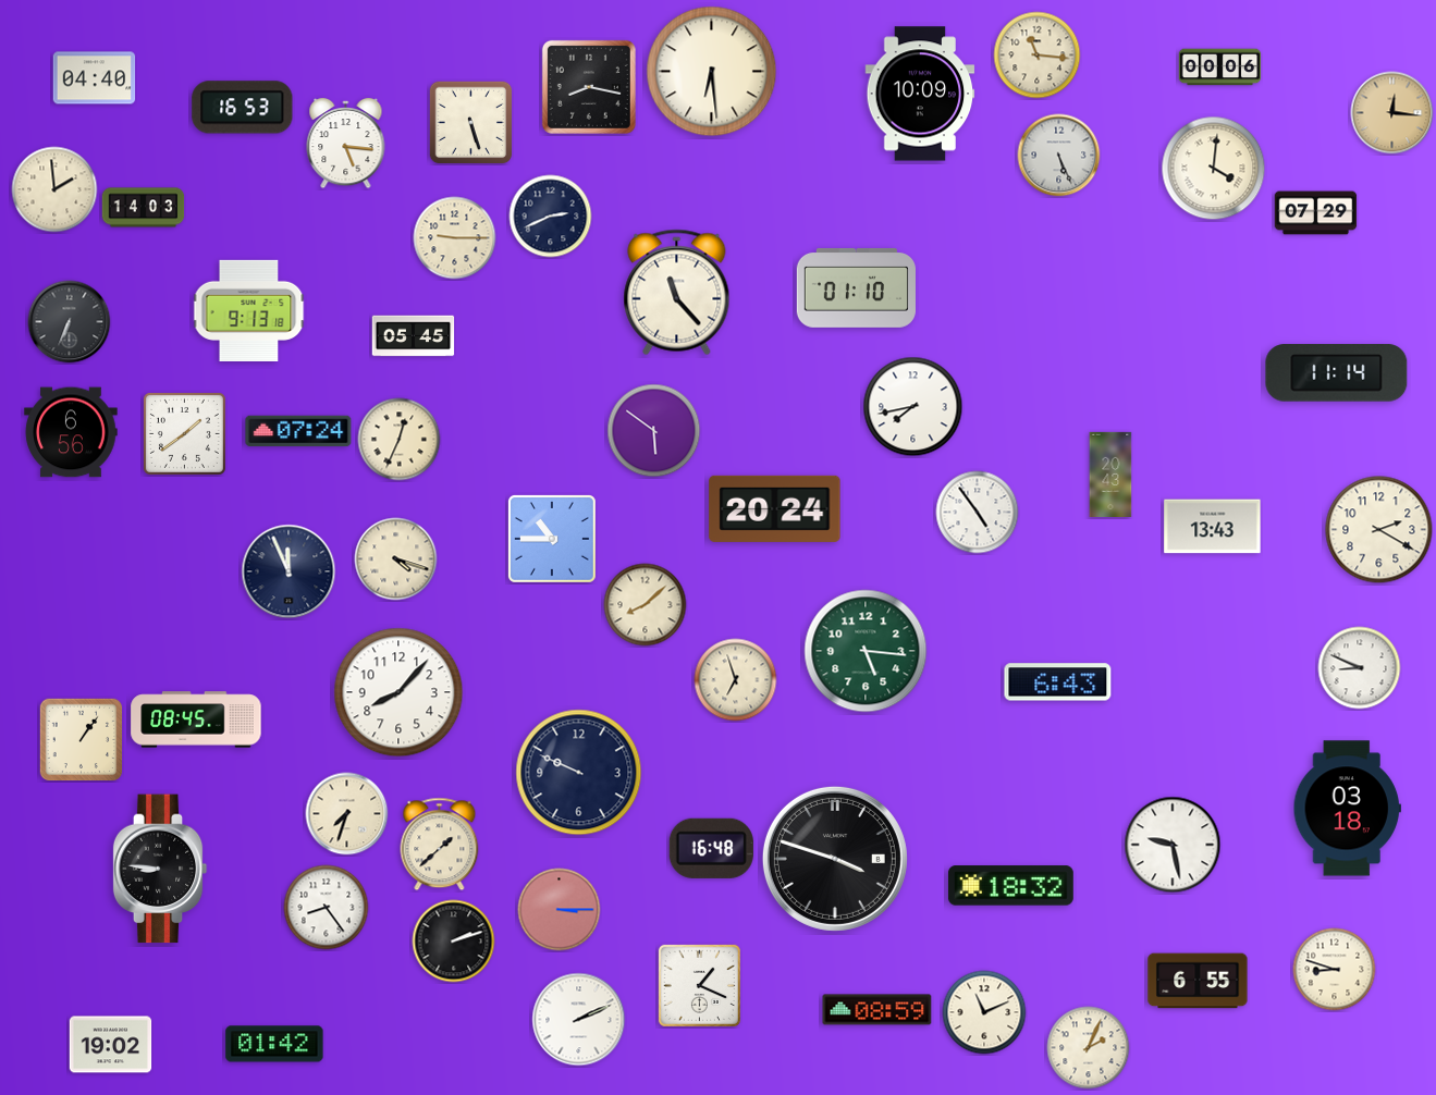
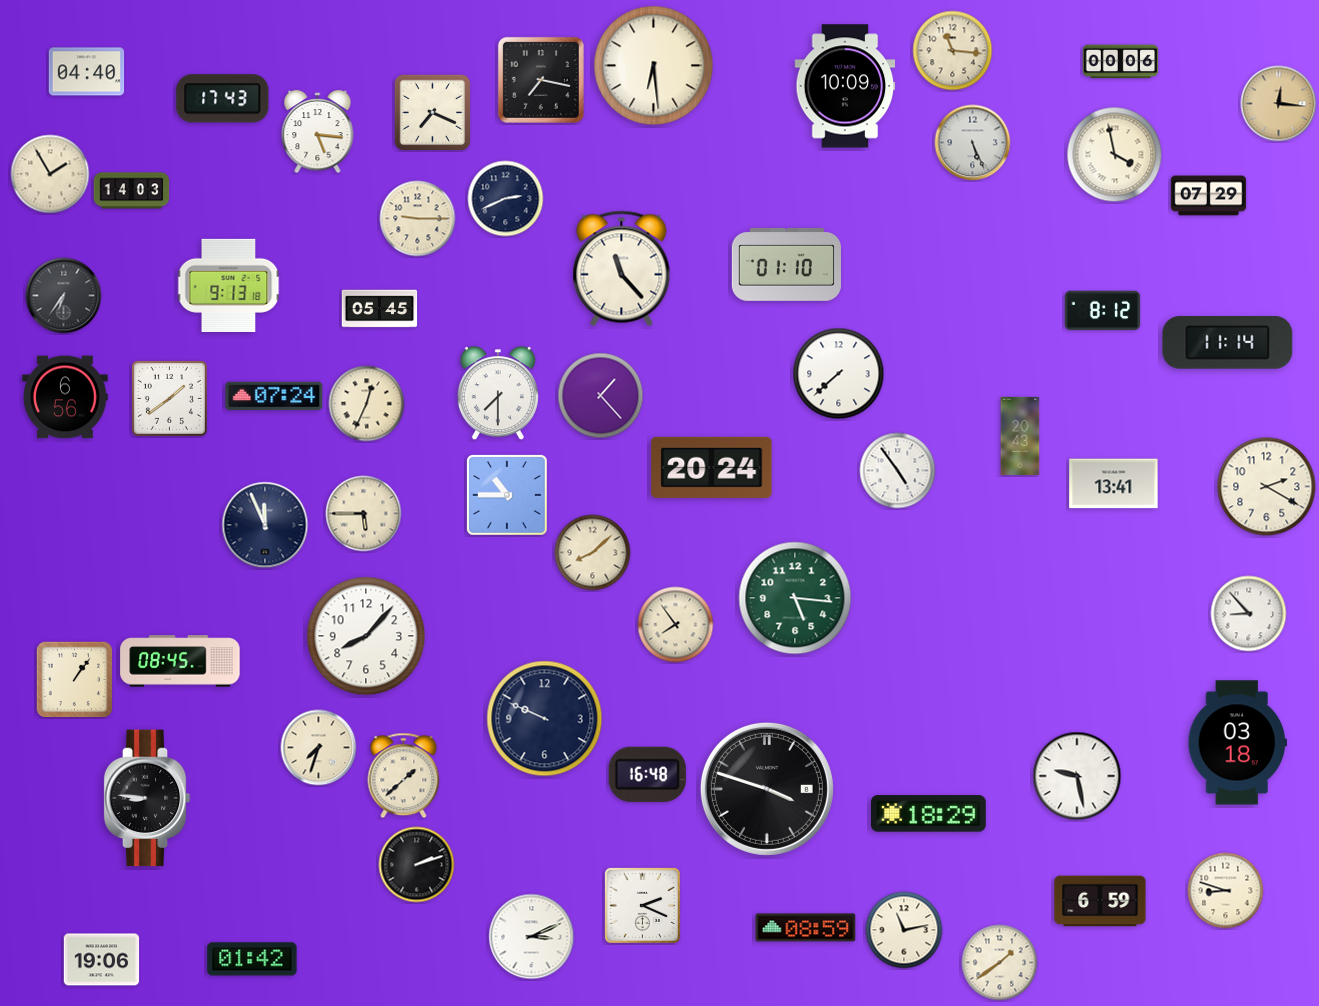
clock at (589, 87): 8:17 -> 7:17
clock at (243, 108): 16:53 -> 17:43
clock at (470, 122): 5:27 -> 7:19
clock at (1214, 169): 4:01 -> 3:58
clock at (54, 189): 1:59 -> 1:55
clock at (70, 322): 6:34 -> 6:36
clock at (1103, 311): none -> 8:12
clock at (913, 407): 7:43 -> 7:38
clock at (498, 394): none -> 7:30
clock at (654, 431): 5:51 -> 1:23
clock at (1213, 527): 13:43 -> 13:41
clock at (396, 559): 4:18 -> 5:45
clock at (646, 605) position: (646, 605) -> (593, 553)
clock at (1360, 668): 8:49 -> 8:53
clock at (736, 680): 6:57 -> 7:54
clock at (1058, 682): 6:43 -> none
clock at (579, 773) position: (579, 773) -> (545, 719)
clock at (711, 848) position: (711, 848) -> (647, 774)
clock at (1010, 886): 18:32 -> 18:29
clock at (327, 908): 8:24 -> none
clock at (560, 910): 3:15 -> none
clock at (1198, 981): 6:55 -> 6:59
clock at (699, 985): 1:19 -> 2:19
clock at (984, 1012): 11:11 -> 11:13
clock at (579, 1020): 2:11 -> 3:11
clock at (111, 1045): 19:02 -> 19:06
clock at (1089, 1048): 2:04 -> 1:39
